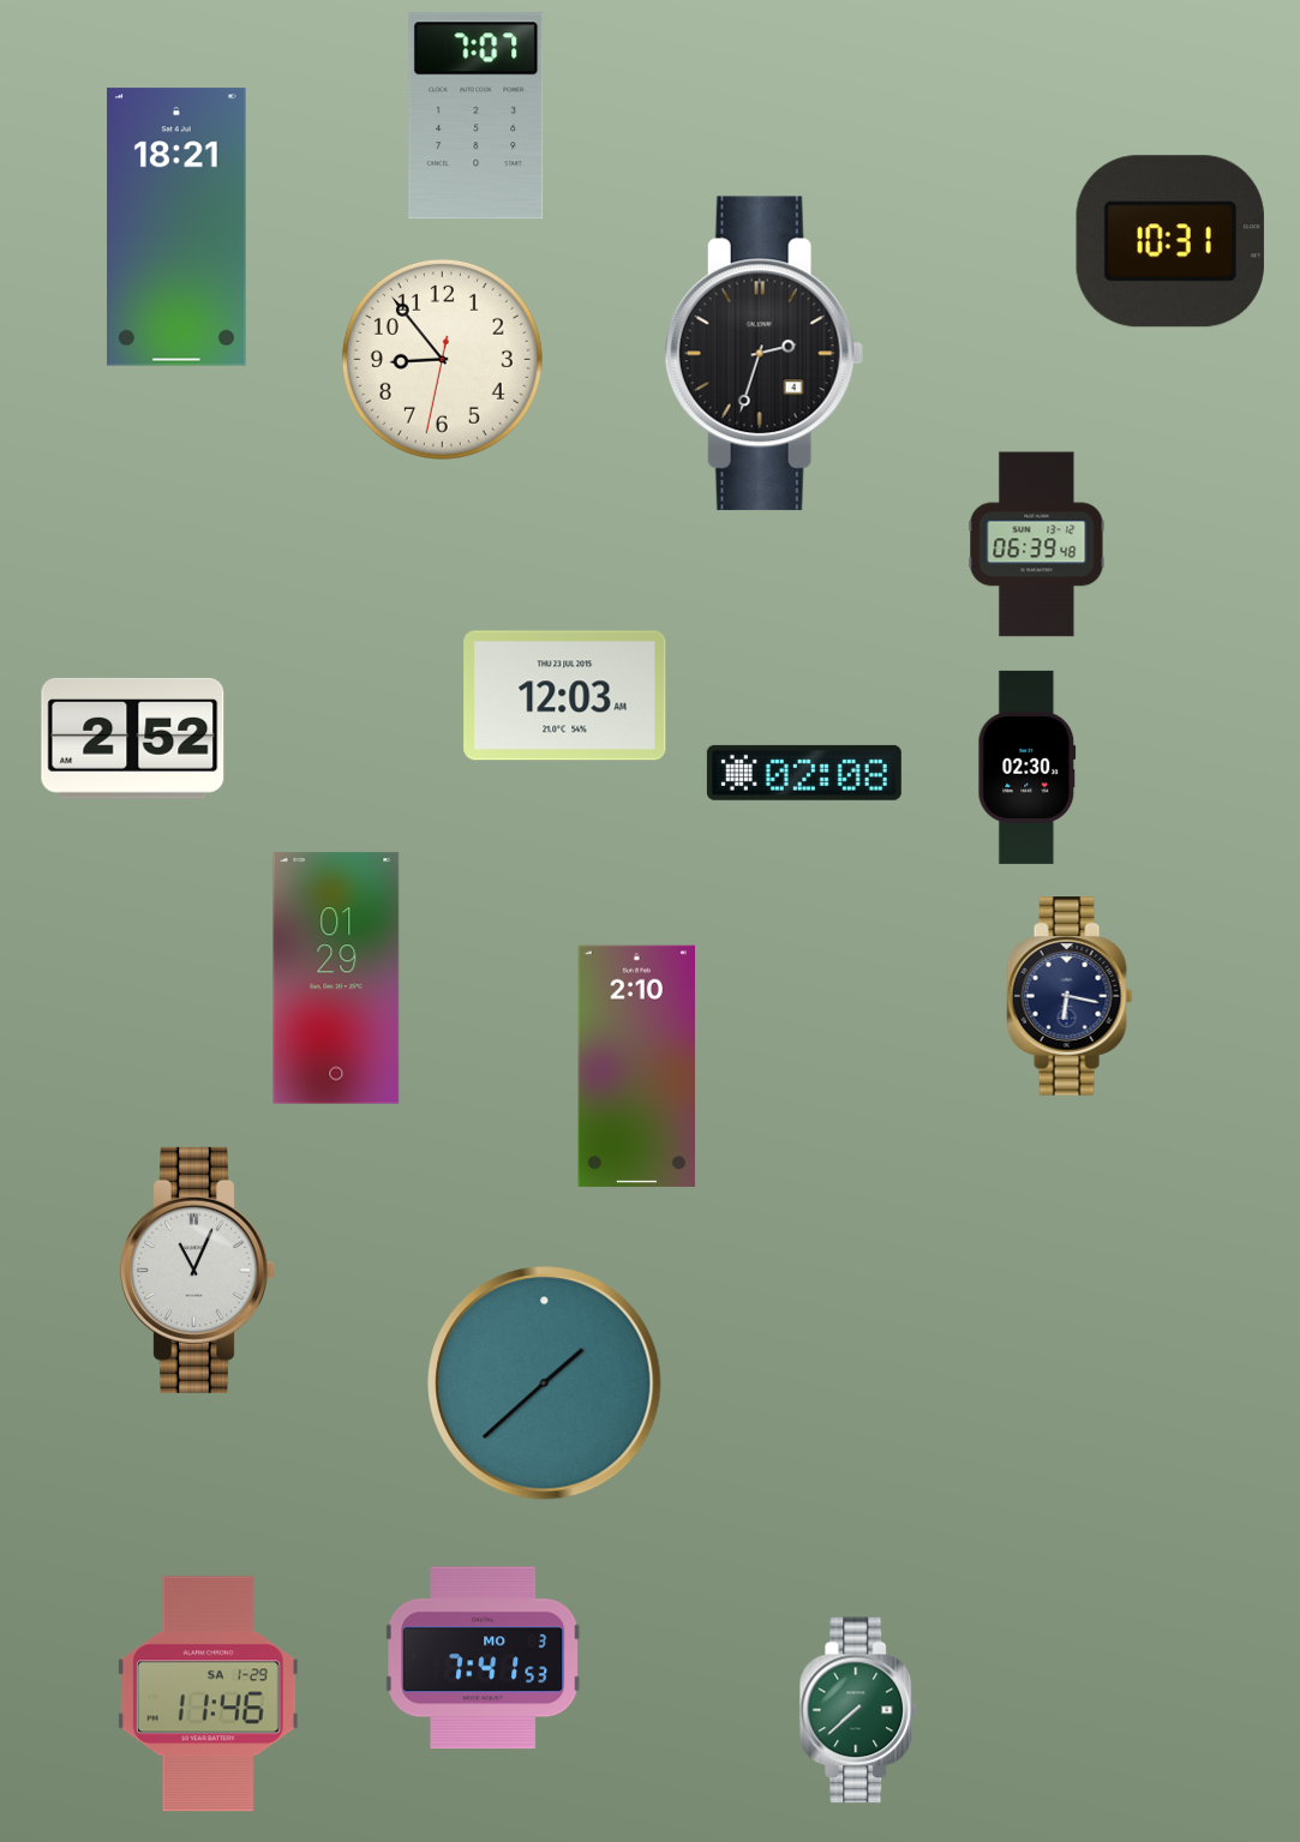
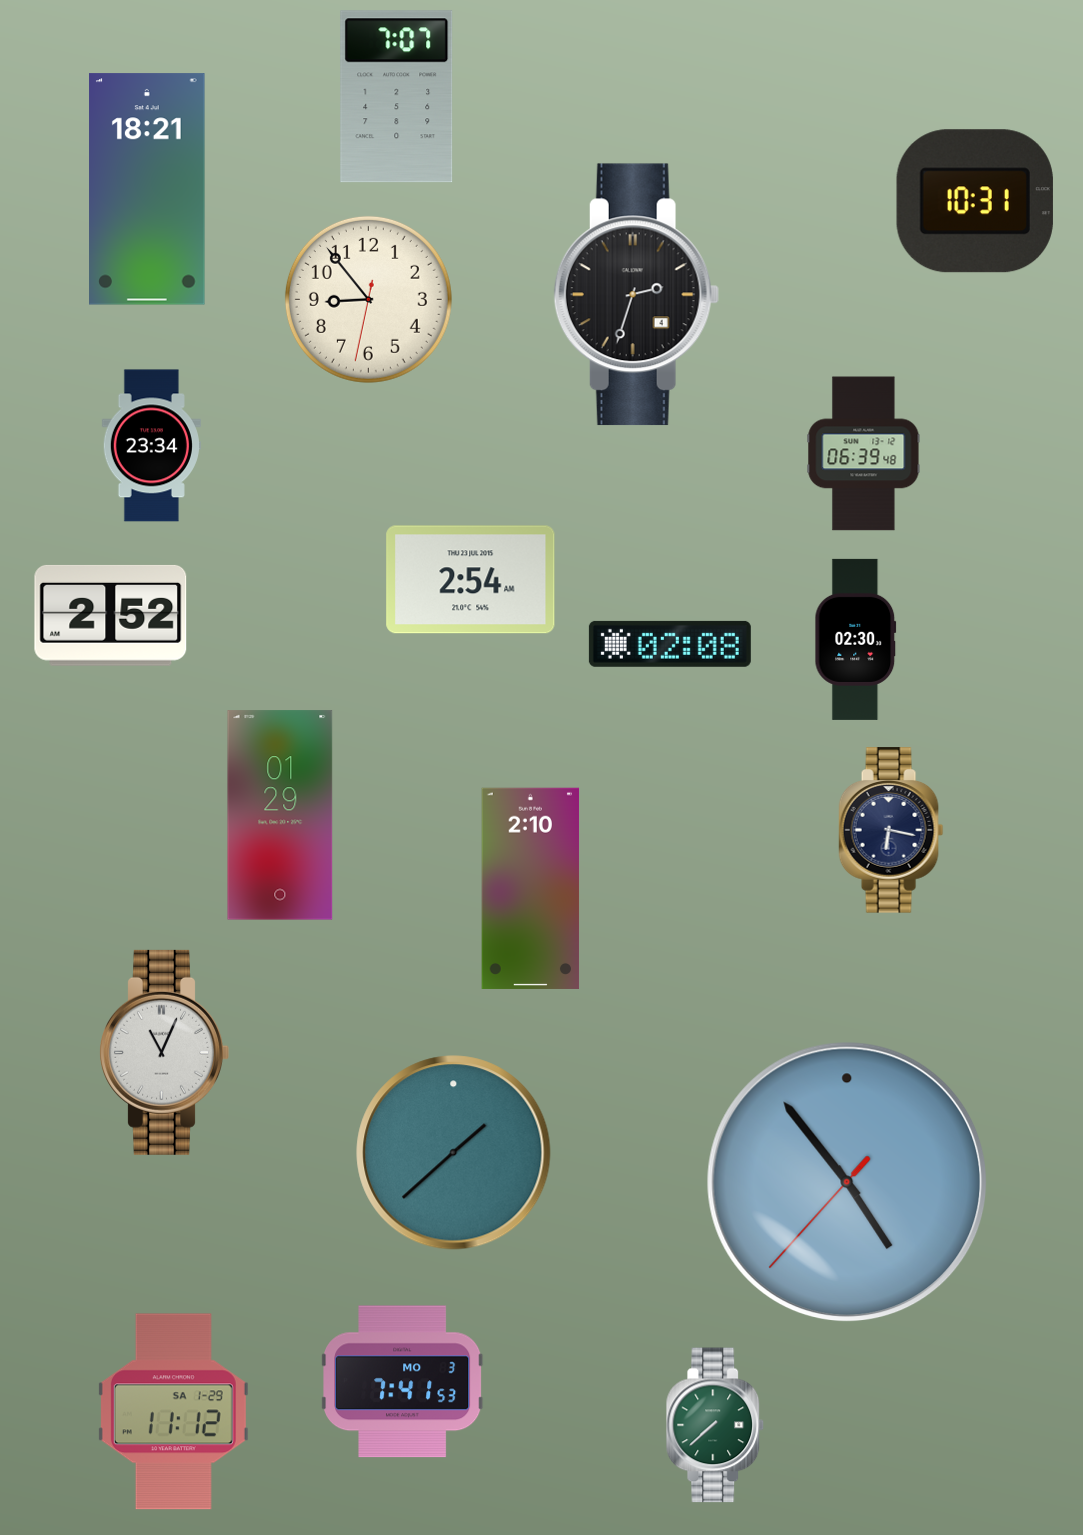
clock at (151, 446): none -> 23:34
clock at (565, 696): 12:03 -> 2:54
clock at (197, 1270) position: (197, 1270) -> (164, 1052)
clock at (847, 1182): none -> 4:53
clock at (208, 1694): 11:46 -> 11:12
